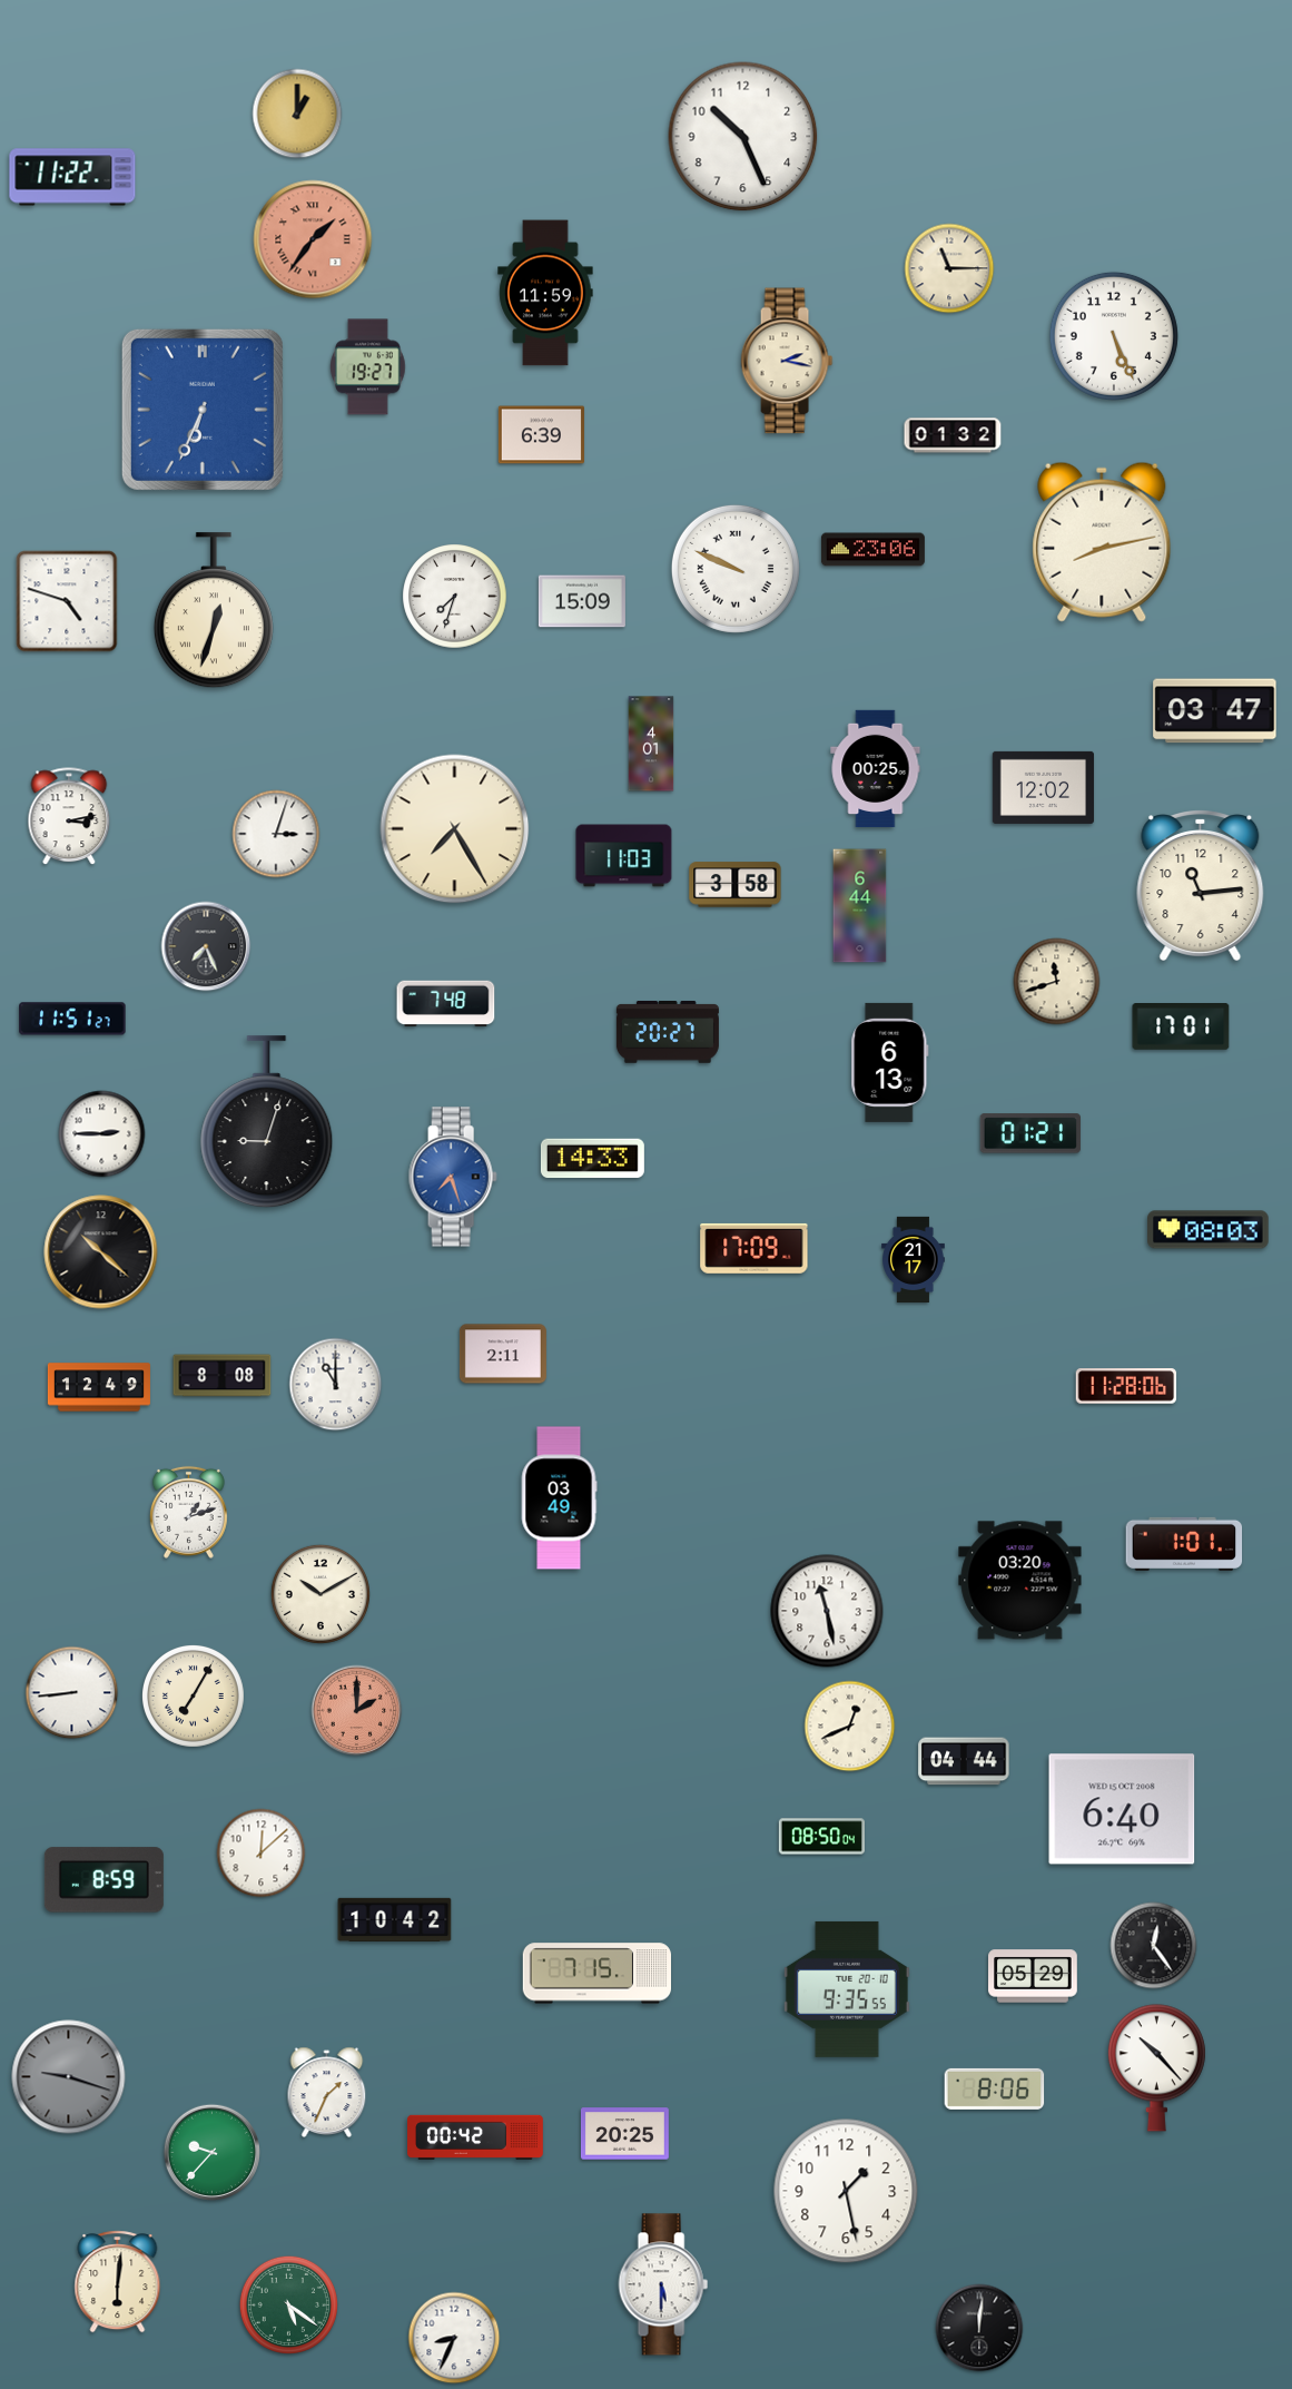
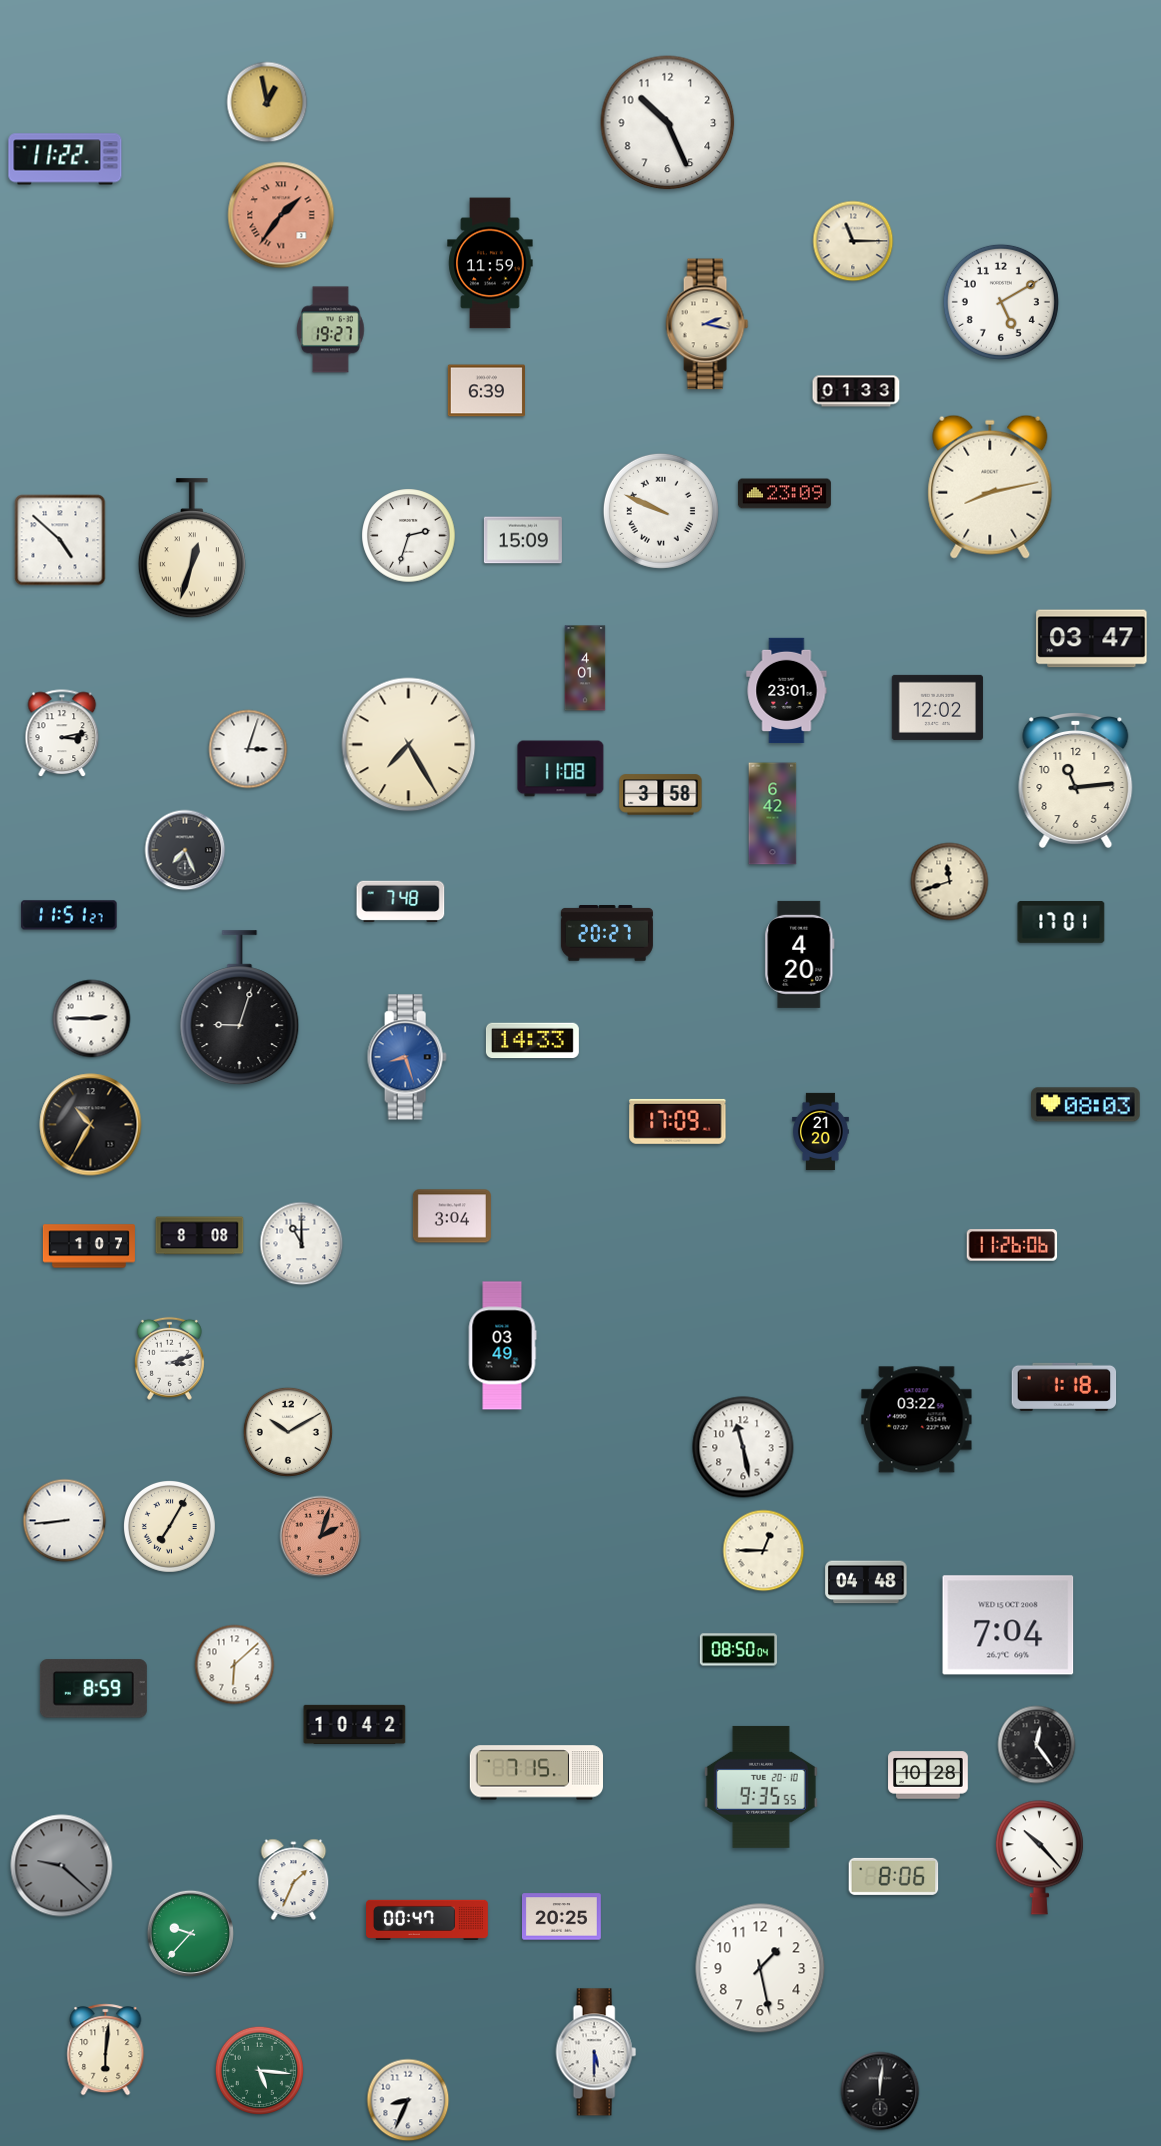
clock at (297, 114): 1:00 -> 12:58
clock at (1114, 336): 5:26 -> 5:10
clock at (203, 410): 6:34 -> none
clock at (953, 435): 01:32 -> 01:33
clock at (872, 550): 23:06 -> 23:09
clock at (455, 597): 7:33 -> 2:33
clock at (67, 601): 4:48 -> 4:52
clock at (876, 768): 00:25 -> 23:01
clock at (624, 856): 11:03 -> 11:08
clock at (1201, 886) position: (1201, 886) -> (1076, 781)
clock at (860, 906): 6:44 -> 6:42
clock at (72, 1019) position: (72, 1019) -> (69, 915)
clock at (668, 1033) position: (668, 1033) -> (607, 934)
clock at (890, 1062): 6:13 -> 4:20
clock at (1030, 1133): 01:21 -> none
clock at (453, 1177): 7:27 -> 8:27
clock at (101, 1252): 10:22 -> 10:35
clock at (914, 1259): 21:17 -> 21:20
clock at (503, 1354): 2:11 -> 3:04
clock at (1126, 1386): 11:28 -> 11:26
clock at (99, 1387): 12:49 -> 1:07
clock at (188, 1512): 1:12 -> 3:12
clock at (1184, 1544): 1:01 -> 1:18
clock at (1020, 1581): 03:20 -> 03:22
clock at (194, 1697) position: (194, 1697) -> (170, 1527)
clock at (357, 1711): 2:00 -> 2:03
clock at (850, 1727): 12:41 -> 12:45
clock at (964, 1761): 04:44 -> 04:48
clock at (1122, 1809): 6:40 -> 7:04
clock at (262, 1854): 12:08 -> 6:08
clock at (1154, 1946) position: (1154, 1946) -> (1037, 1745)
clock at (1033, 1976): 05:29 -> 10:28
clock at (69, 2077): 9:18 -> 9:22
clock at (476, 2137): 00:42 -> 00:47
clock at (288, 2304): 5:21 -> 5:16
